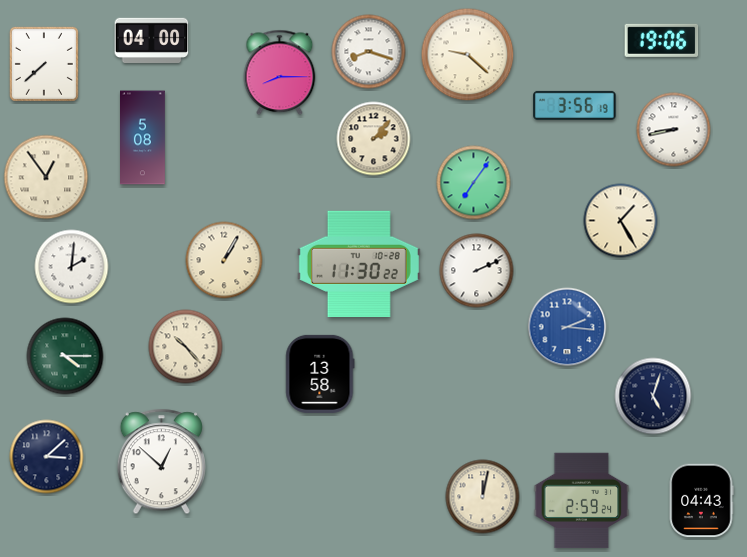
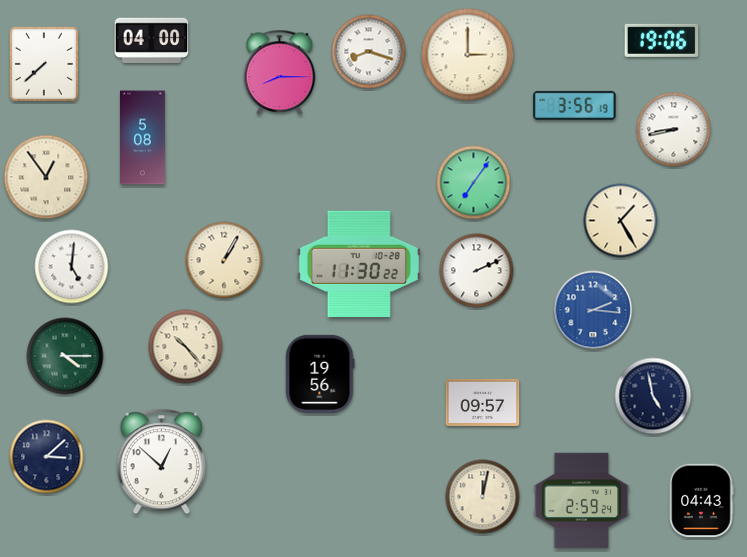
clock at (468, 55): 9:22 -> 3:00
clock at (374, 139): 2:07 -> none
clock at (72, 267): 2:01 -> 5:01
clock at (567, 327) position: (567, 327) -> (593, 310)
clock at (320, 374): 13:58 -> 19:56
clock at (653, 396): 5:03 -> 4:58
clock at (483, 402): none -> 09:57
